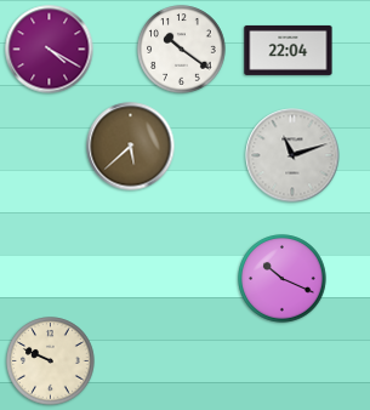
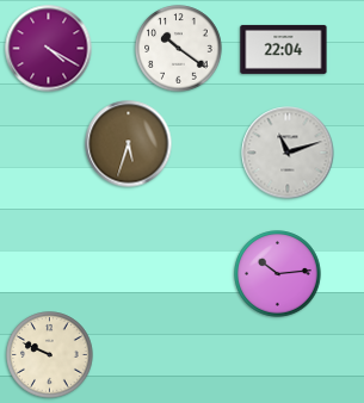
clock at (131, 147): 5:38 -> 5:33
clock at (283, 279): 10:19 -> 10:14
